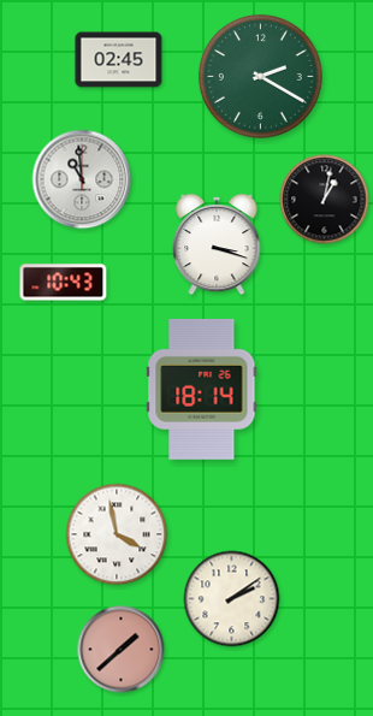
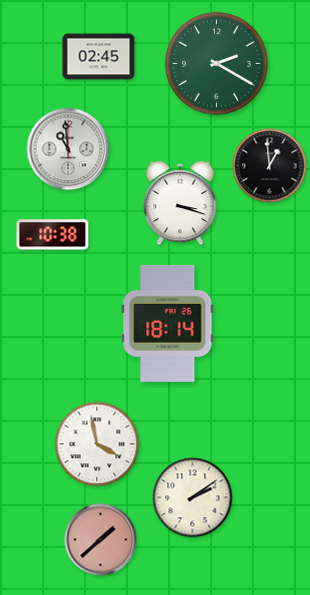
clock at (119, 60) position: (119, 60) -> (99, 57)
clock at (325, 200): 1:02 -> 12:59
clock at (64, 283): 10:43 -> 10:38
